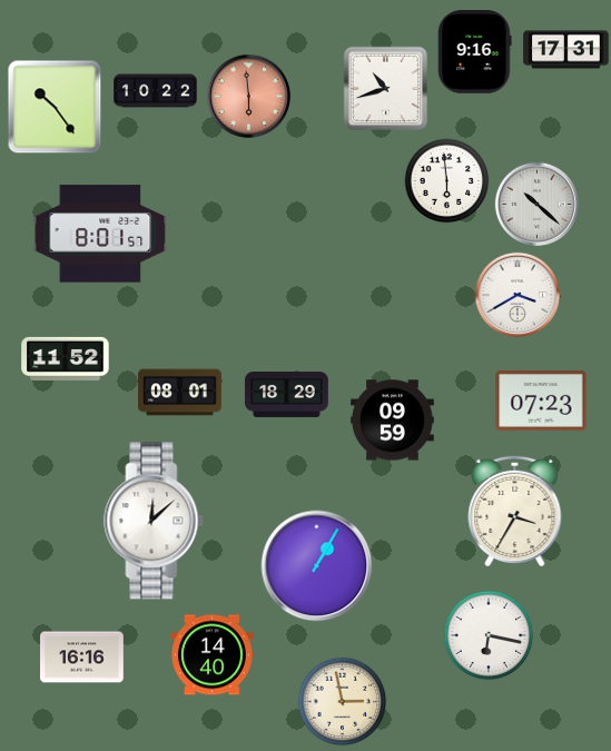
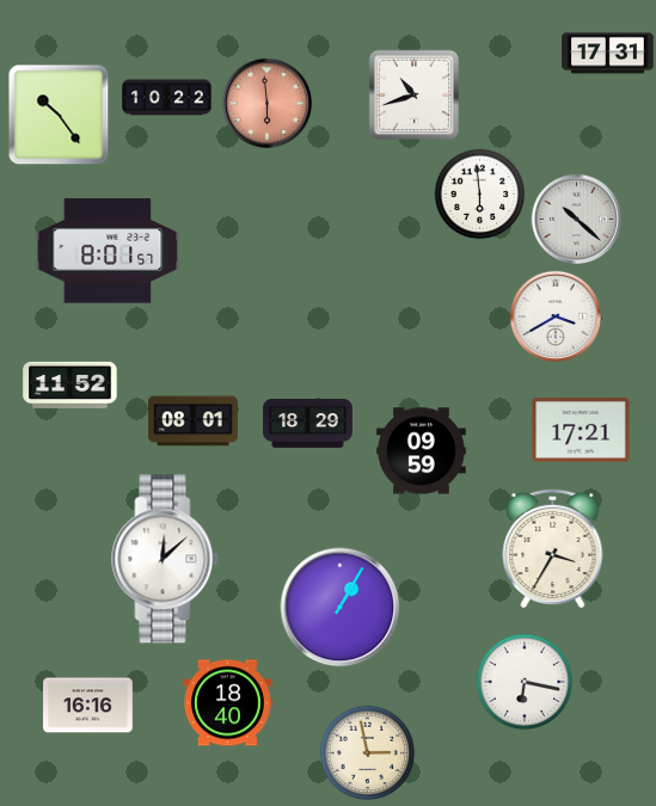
clock at (475, 52): 9:16 -> none
clock at (541, 402): 07:23 -> 17:21
clock at (213, 655): 14:40 -> 18:40
